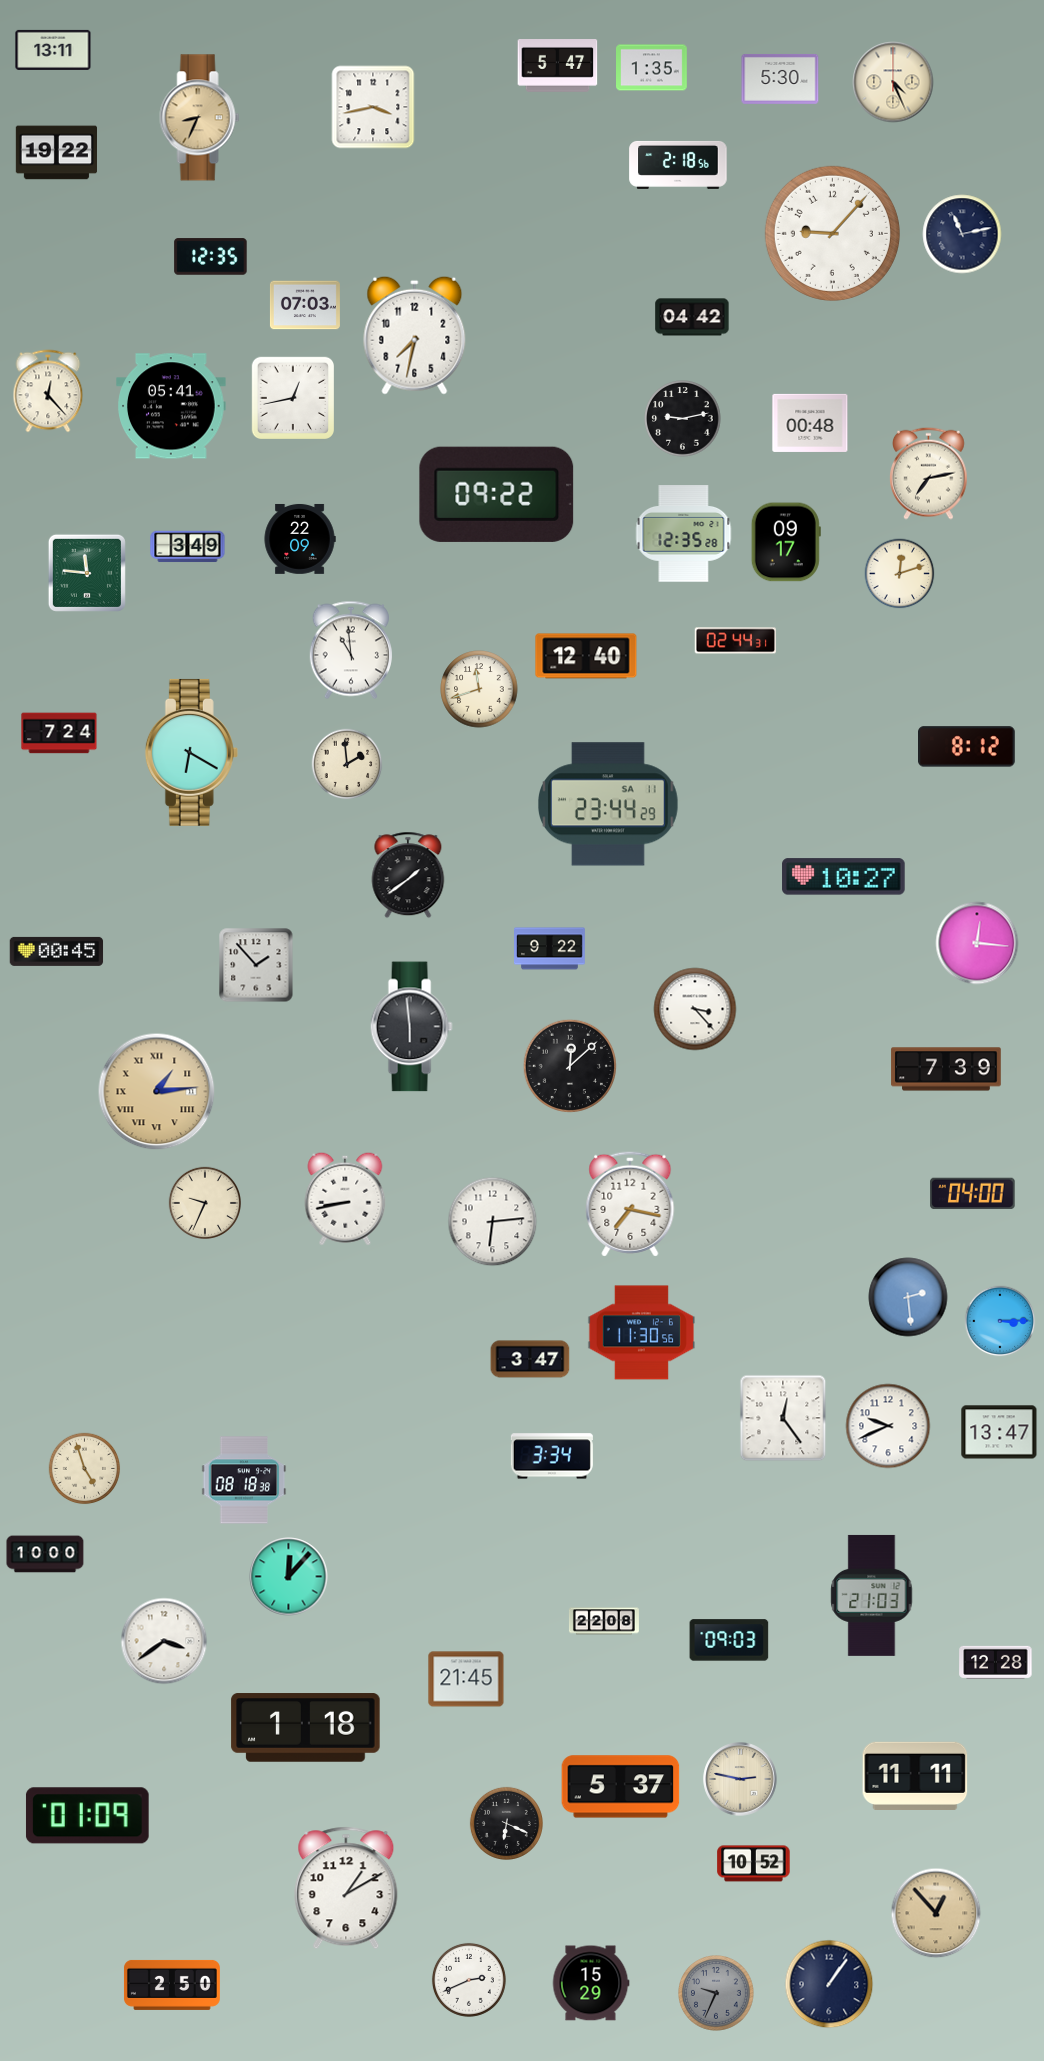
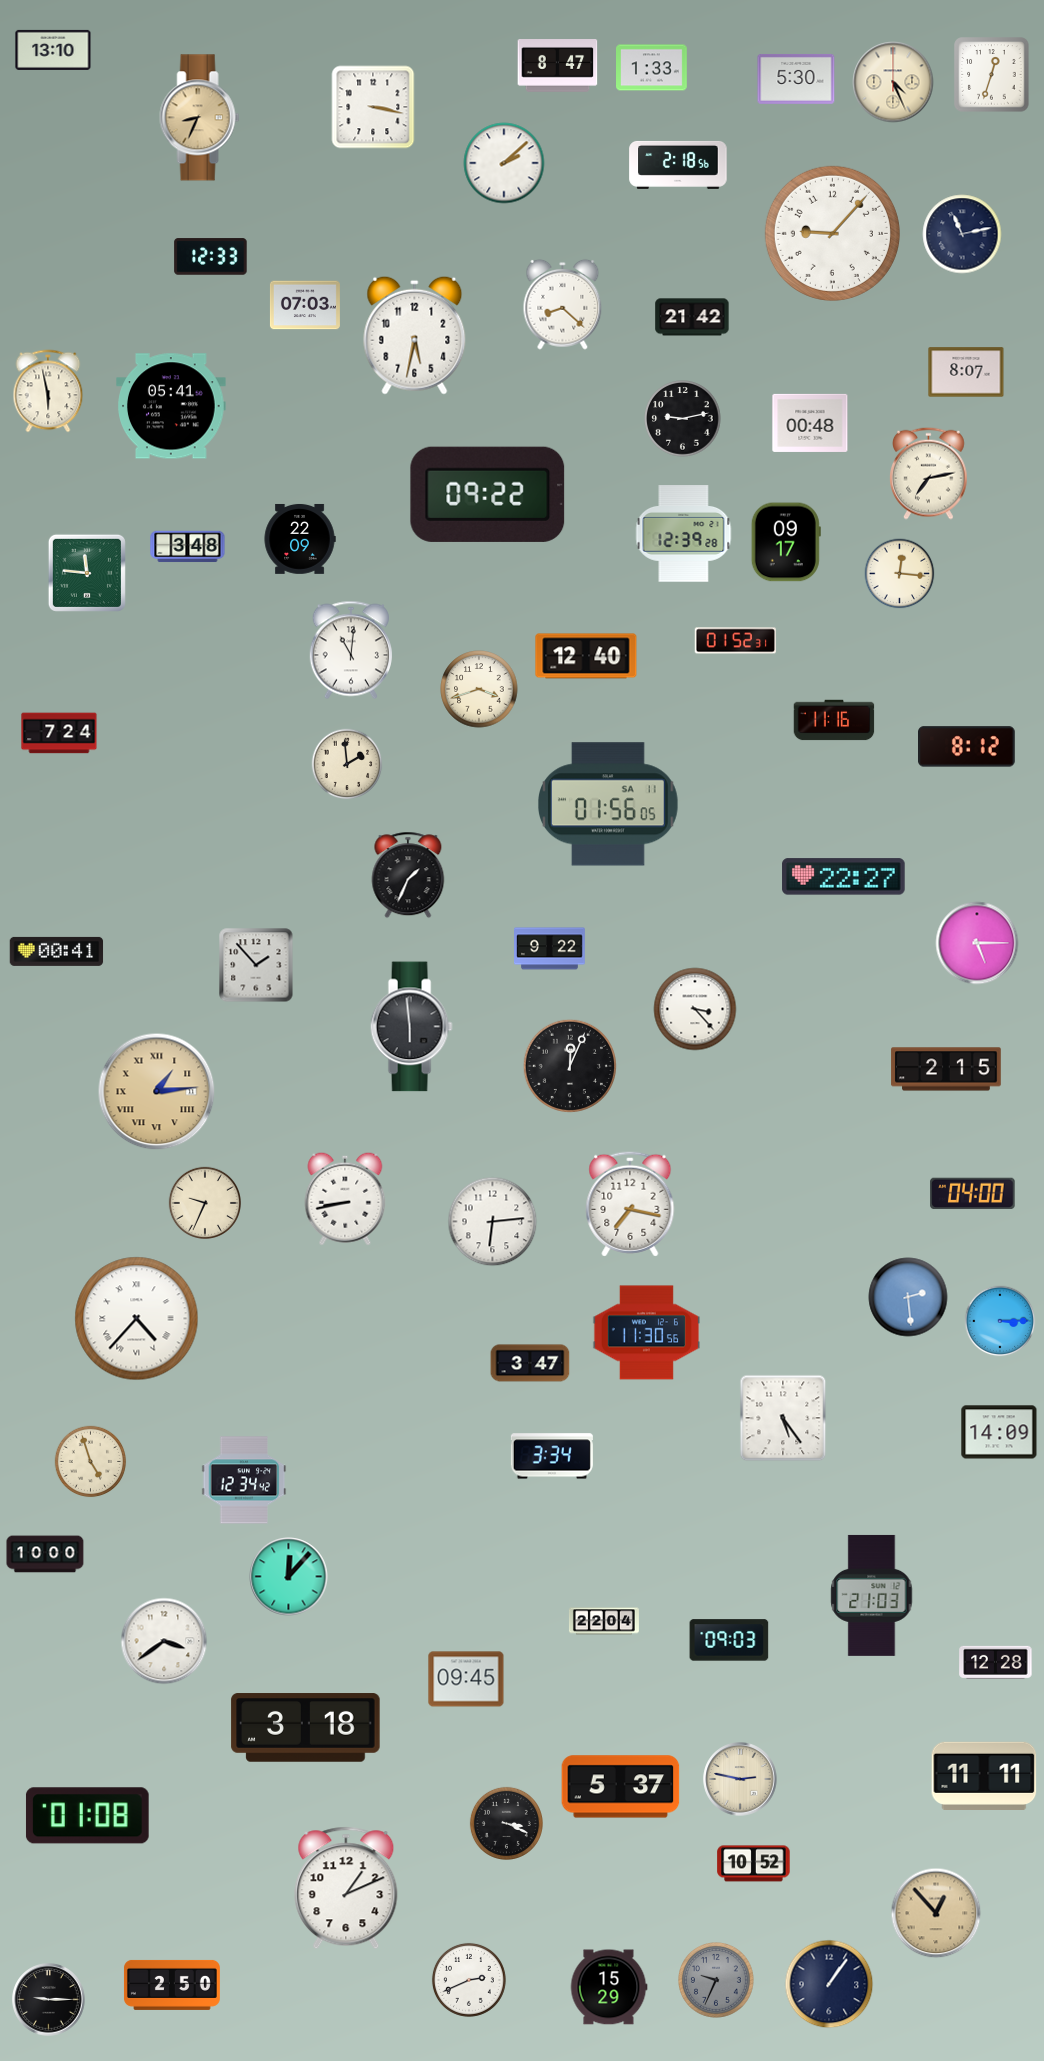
clock at (53, 50): 13:11 -> 13:10
clock at (558, 66): 5:47 -> 8:47
clock at (652, 68): 1:35 -> 1:33
clock at (992, 75): none -> 12:33
clock at (780, 79) position: (780, 79) -> (796, 79)
clock at (373, 107): 3:43 -> 3:17
clock at (56, 153): 19:22 -> none
clock at (504, 163): none -> 2:08
clock at (211, 257): 12:35 -> 12:33
clock at (563, 304): none -> 8:22
clock at (692, 317): 04:42 -> 21:42
clock at (415, 335): 7:32 -> 5:32
clock at (966, 372): none -> 8:07
clock at (48, 391): 12:23 -> 5:58
clock at (292, 397): 12:43 -> none
clock at (497, 494) position: (497, 494) -> (488, 494)
clock at (684, 534): 12:35 -> 12:39
clock at (188, 547): 3:49 -> 3:48
clock at (900, 574): 12:12 -> 12:16
clock at (735, 641): 02:44 -> 01:52
clock at (350, 650): 10:59 -> 11:01
clock at (479, 689): 11:42 -> 3:42
clock at (834, 720): none -> 11:16
clock at (191, 752): 6:20 -> none
clock at (609, 804): 23:44 -> 01:56
clock at (408, 875): 1:39 -> 1:34
clock at (844, 877): 10:27 -> 22:27
clock at (977, 943): 12:16 -> 5:15
clock at (57, 951): 00:45 -> 00:41
clock at (569, 1065): 12:08 -> 12:04
clock at (946, 1069): 7:39 -> 2:15
clock at (137, 1319): none -> 4:37
clock at (641, 1333) position: (641, 1333) -> (646, 1333)
clock at (530, 1359) position: (530, 1359) -> (530, 1363)
clock at (783, 1418): 12:24 -> 5:24
clock at (888, 1426): 9:41 -> none
clock at (999, 1432): 13:47 -> 14:09
clock at (85, 1469) position: (85, 1469) -> (91, 1462)
clock at (244, 1480): 08:18 -> 12:34
clock at (604, 1621): 22:08 -> 22:04
clock at (466, 1679): 21:45 -> 09:45
clock at (306, 1728): 1:18 -> 3:18
clock at (915, 1775) position: (915, 1775) -> (984, 1775)
clock at (88, 1816): 01:09 -> 01:08
clock at (506, 1823): 6:19 -> 3:19
clock at (346, 1888): 1:10 -> 1:11
clock at (591, 1983) position: (591, 1983) -> (609, 1987)
clock at (717, 1994) position: (717, 1994) -> (717, 1981)
clock at (49, 2000): none -> 9:15
